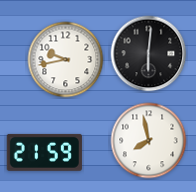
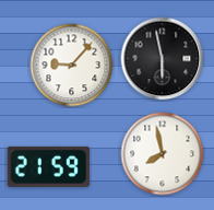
clock at (149, 54): 6:01 -> 5:58
clock at (66, 60): 9:43 -> 9:07
